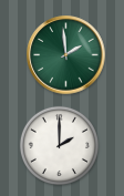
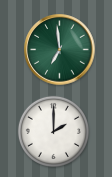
clock at (66, 55): 1:59 -> 6:59
